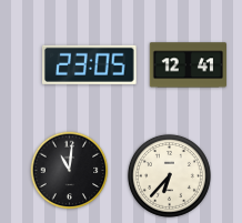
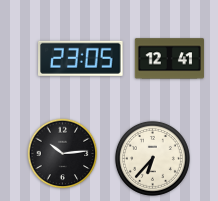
clock at (70, 171): 11:01 -> 10:14
